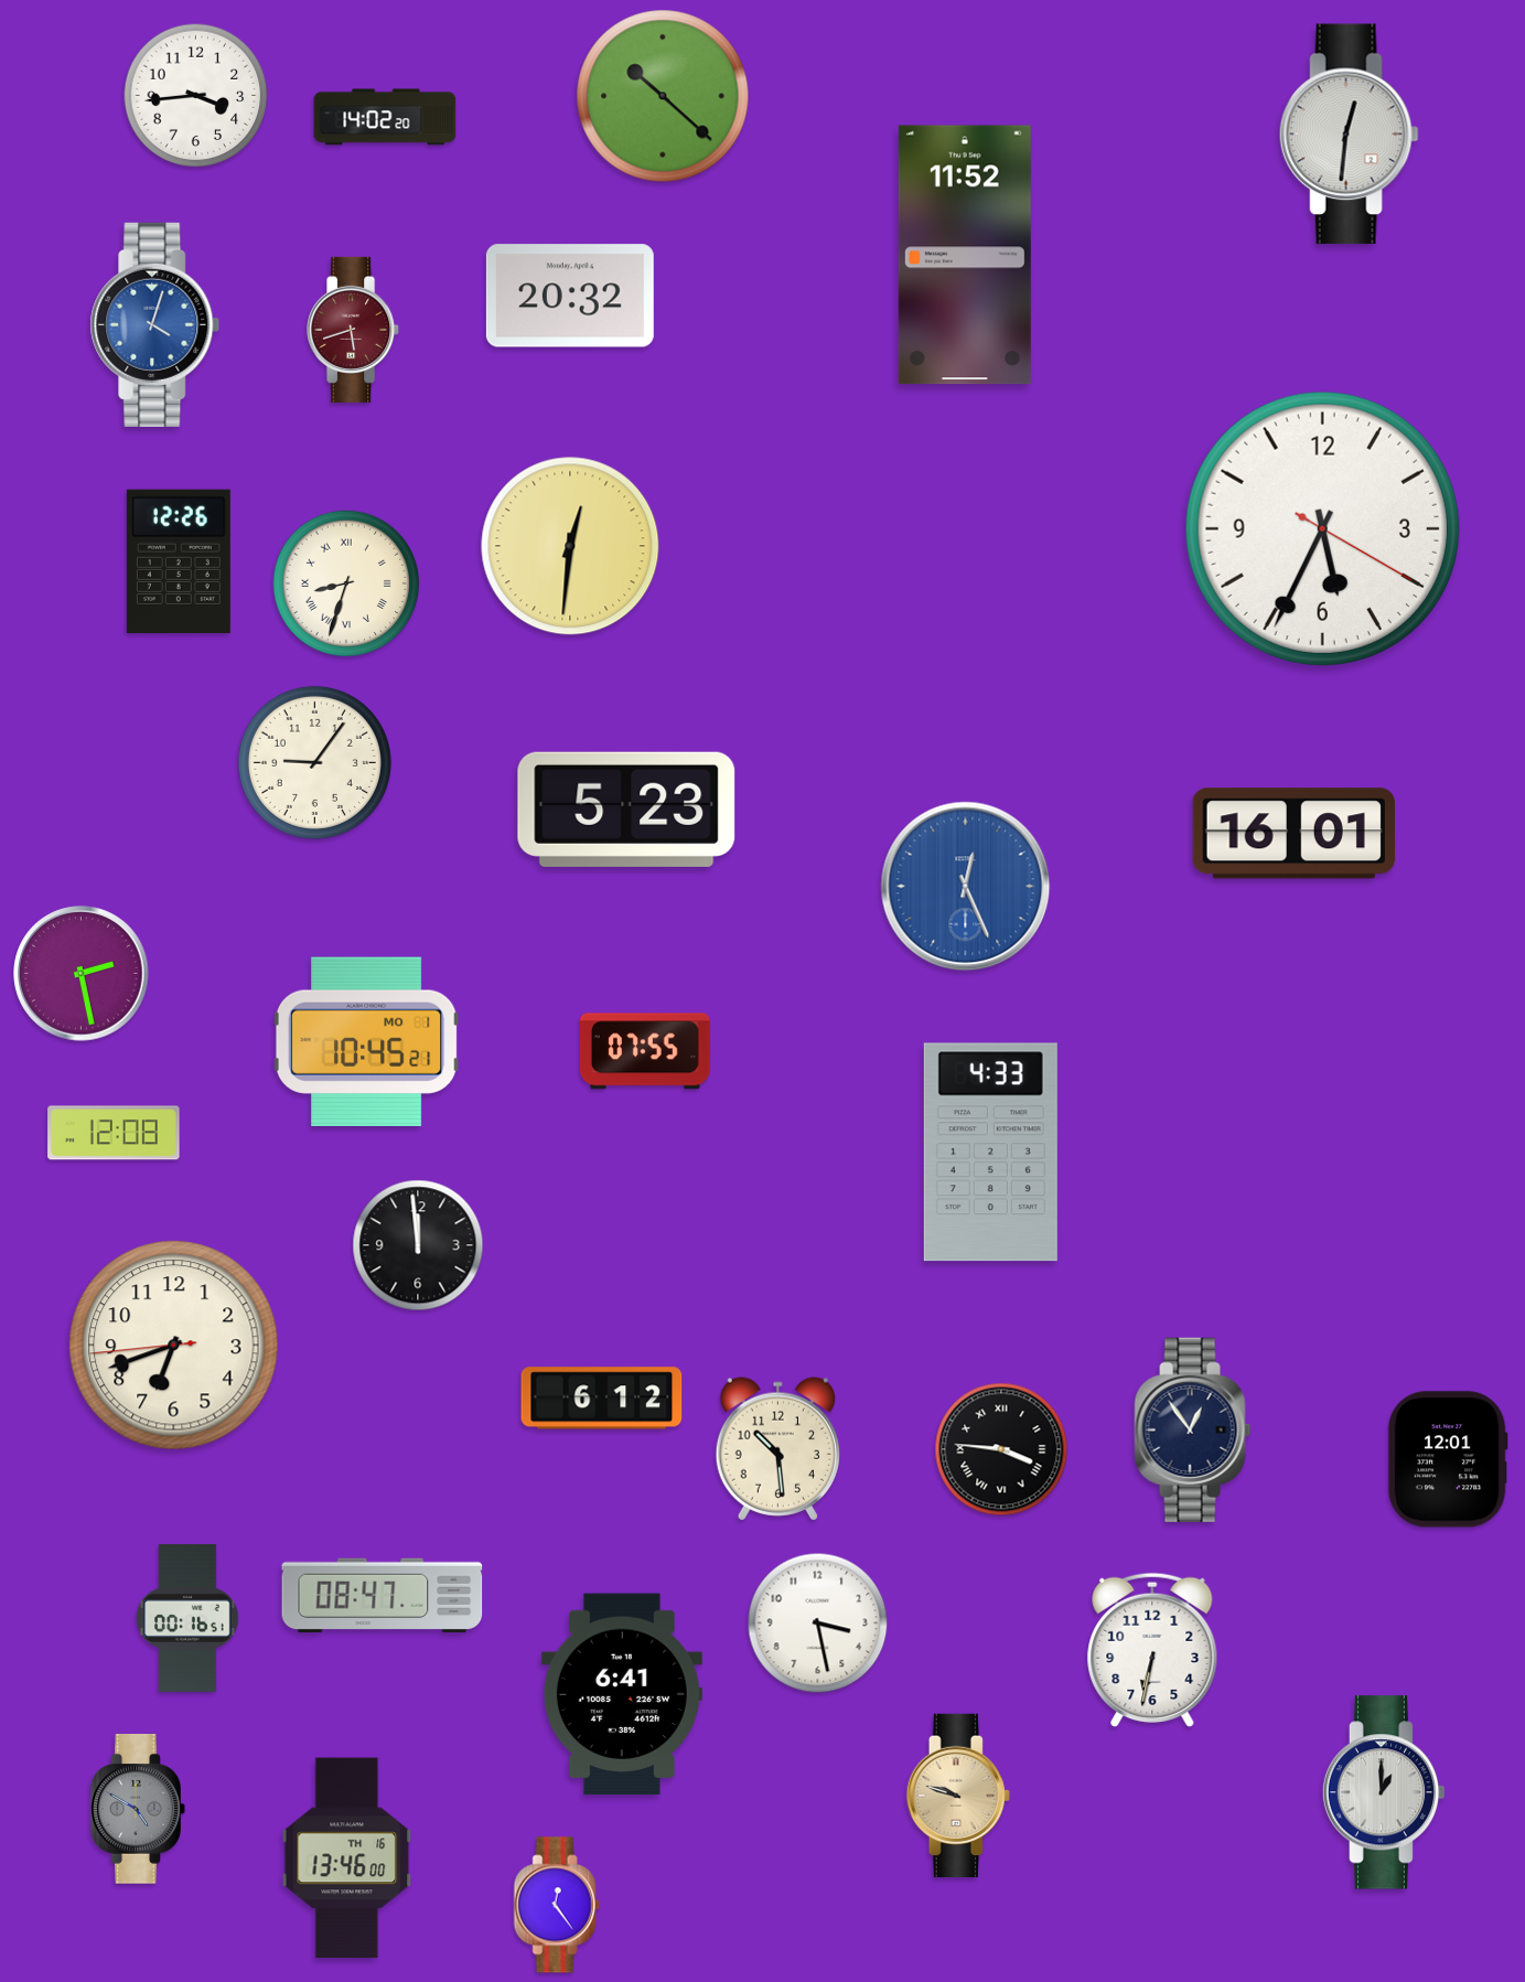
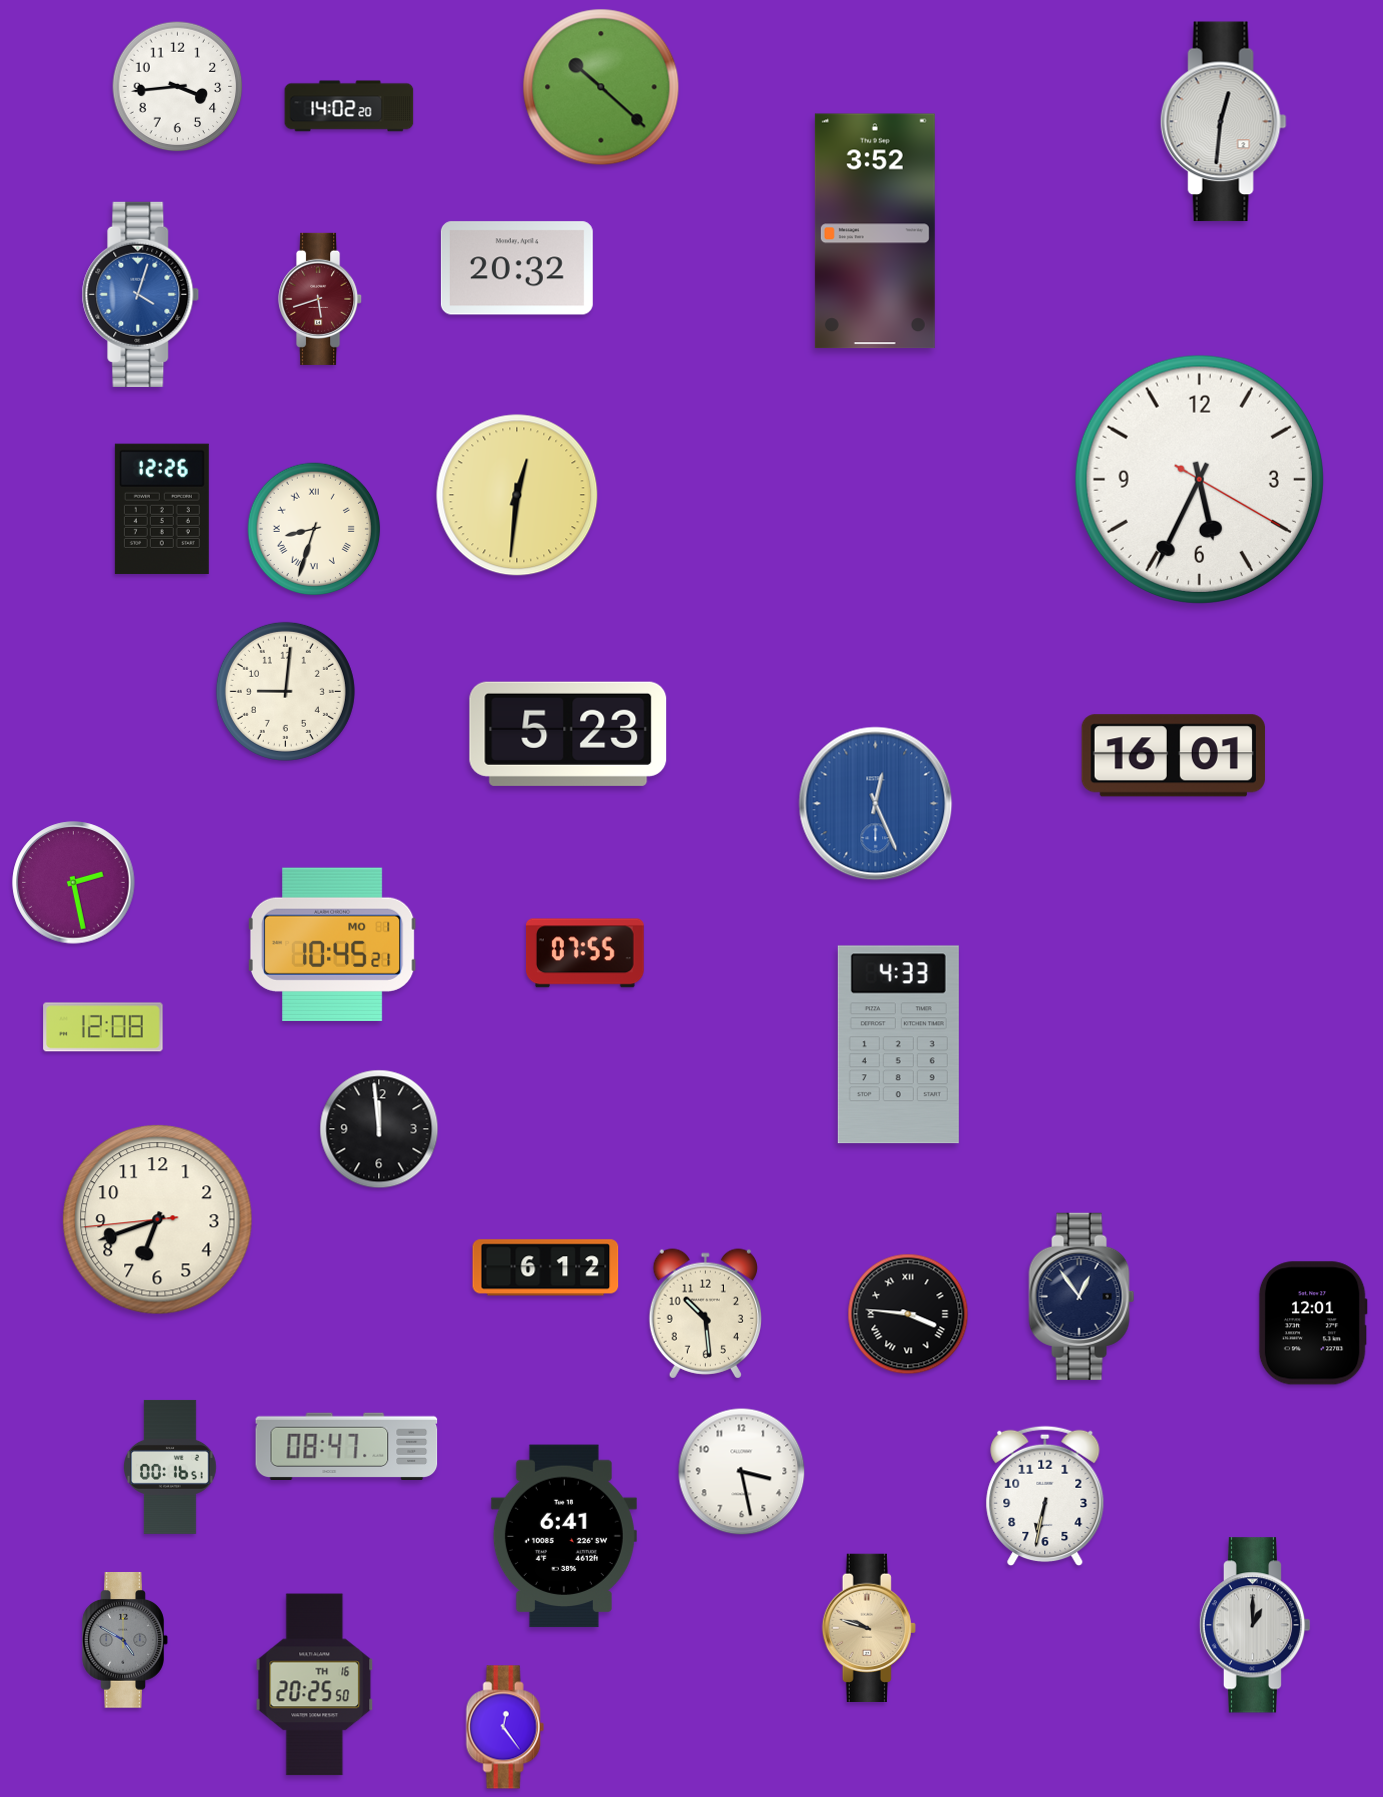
clock at (965, 255): 11:52 -> 3:52
clock at (314, 762): 9:06 -> 9:01
clock at (347, 1858): 13:46 -> 20:25
